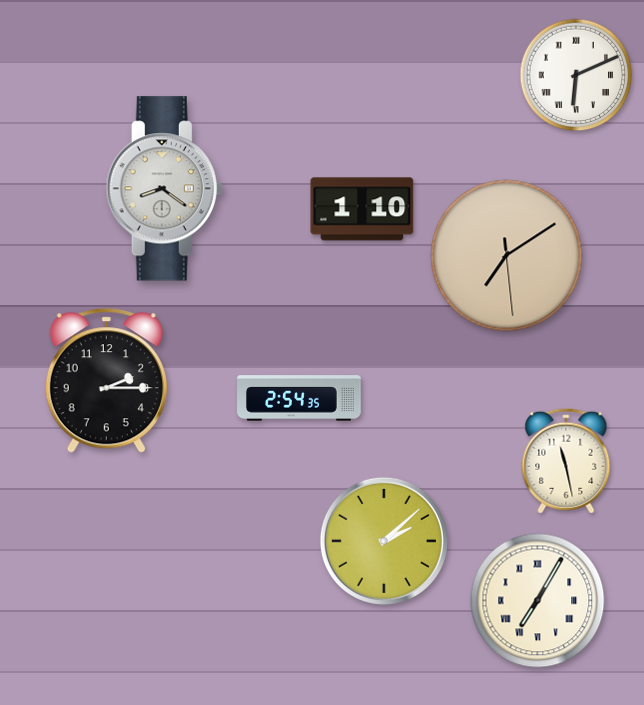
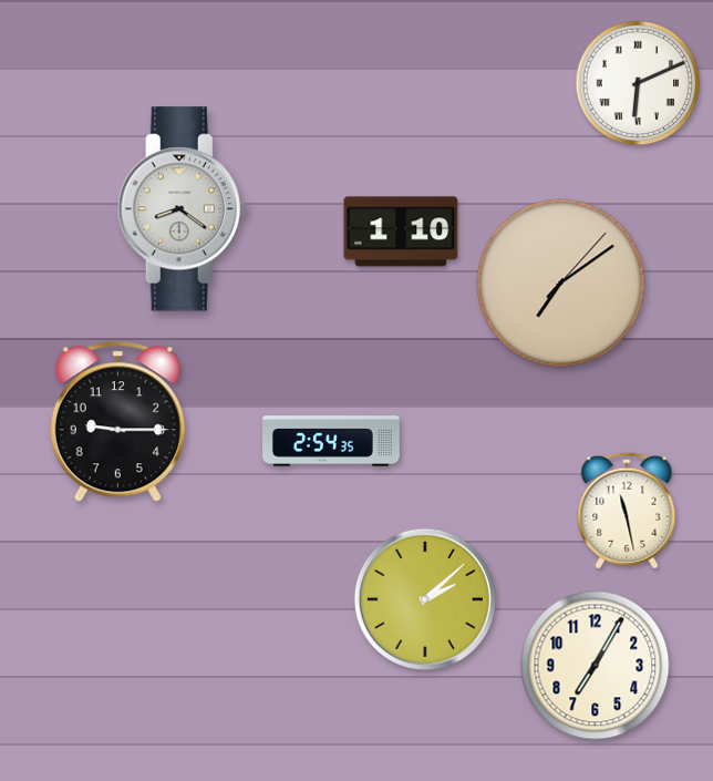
clock at (507, 256): 7:09:29 -> 7:09:07
clock at (106, 381): 2:15 -> 9:15
clock at (538, 601) numerals: Roman -> Arabic
